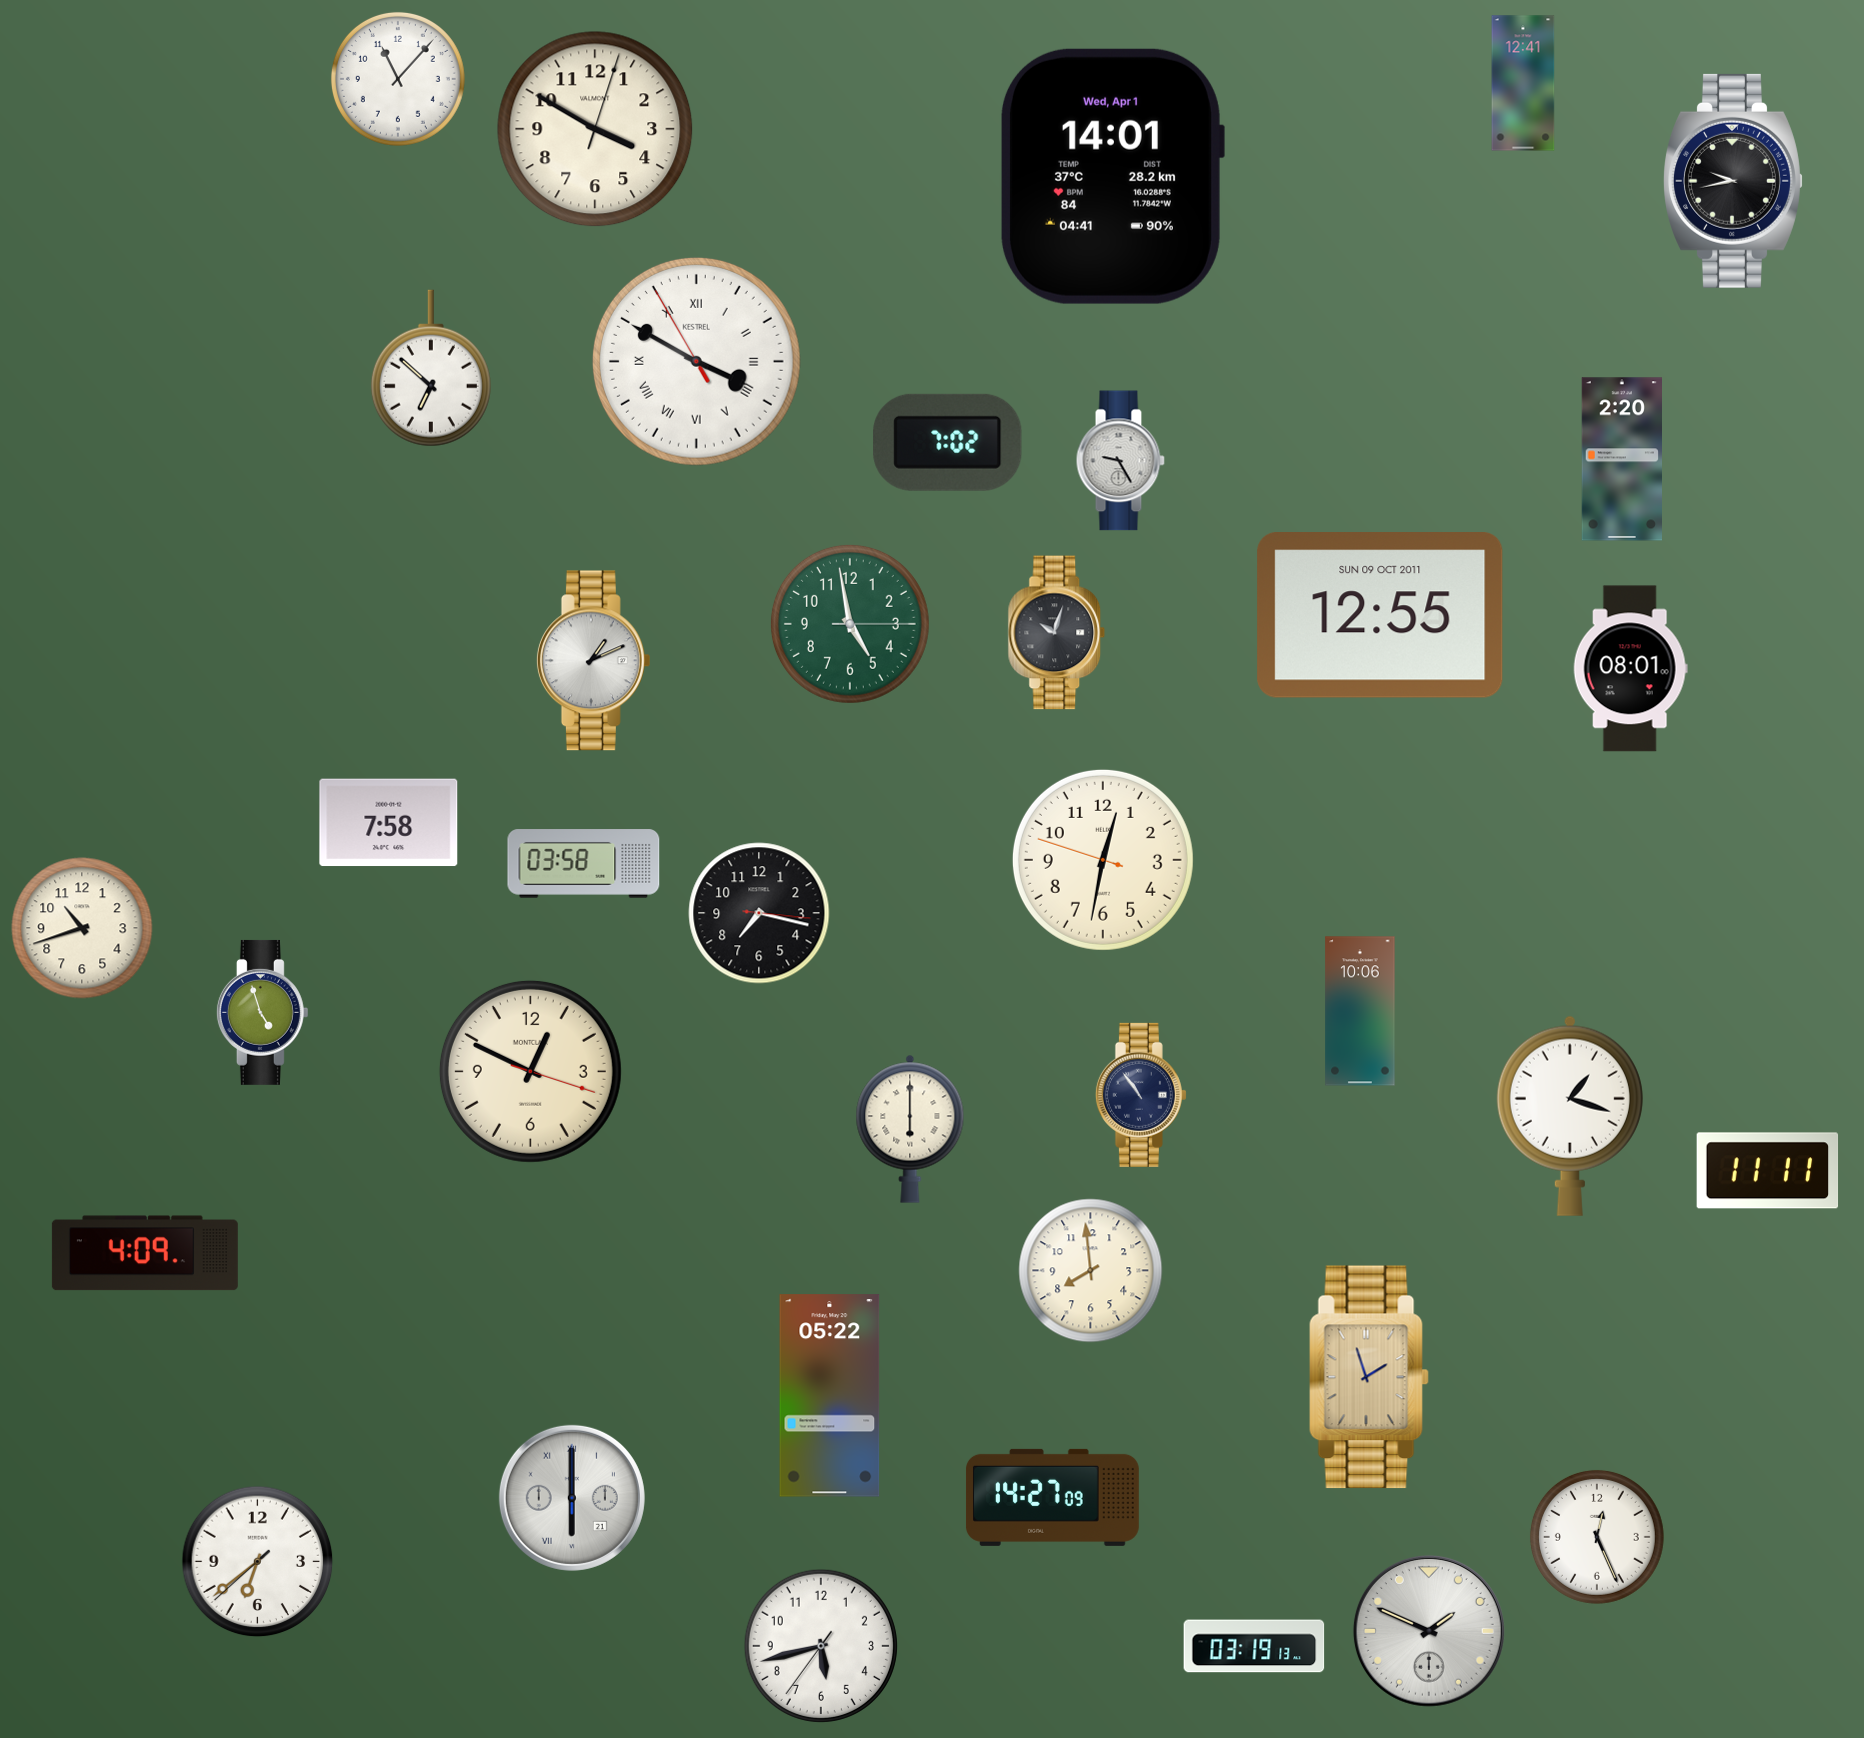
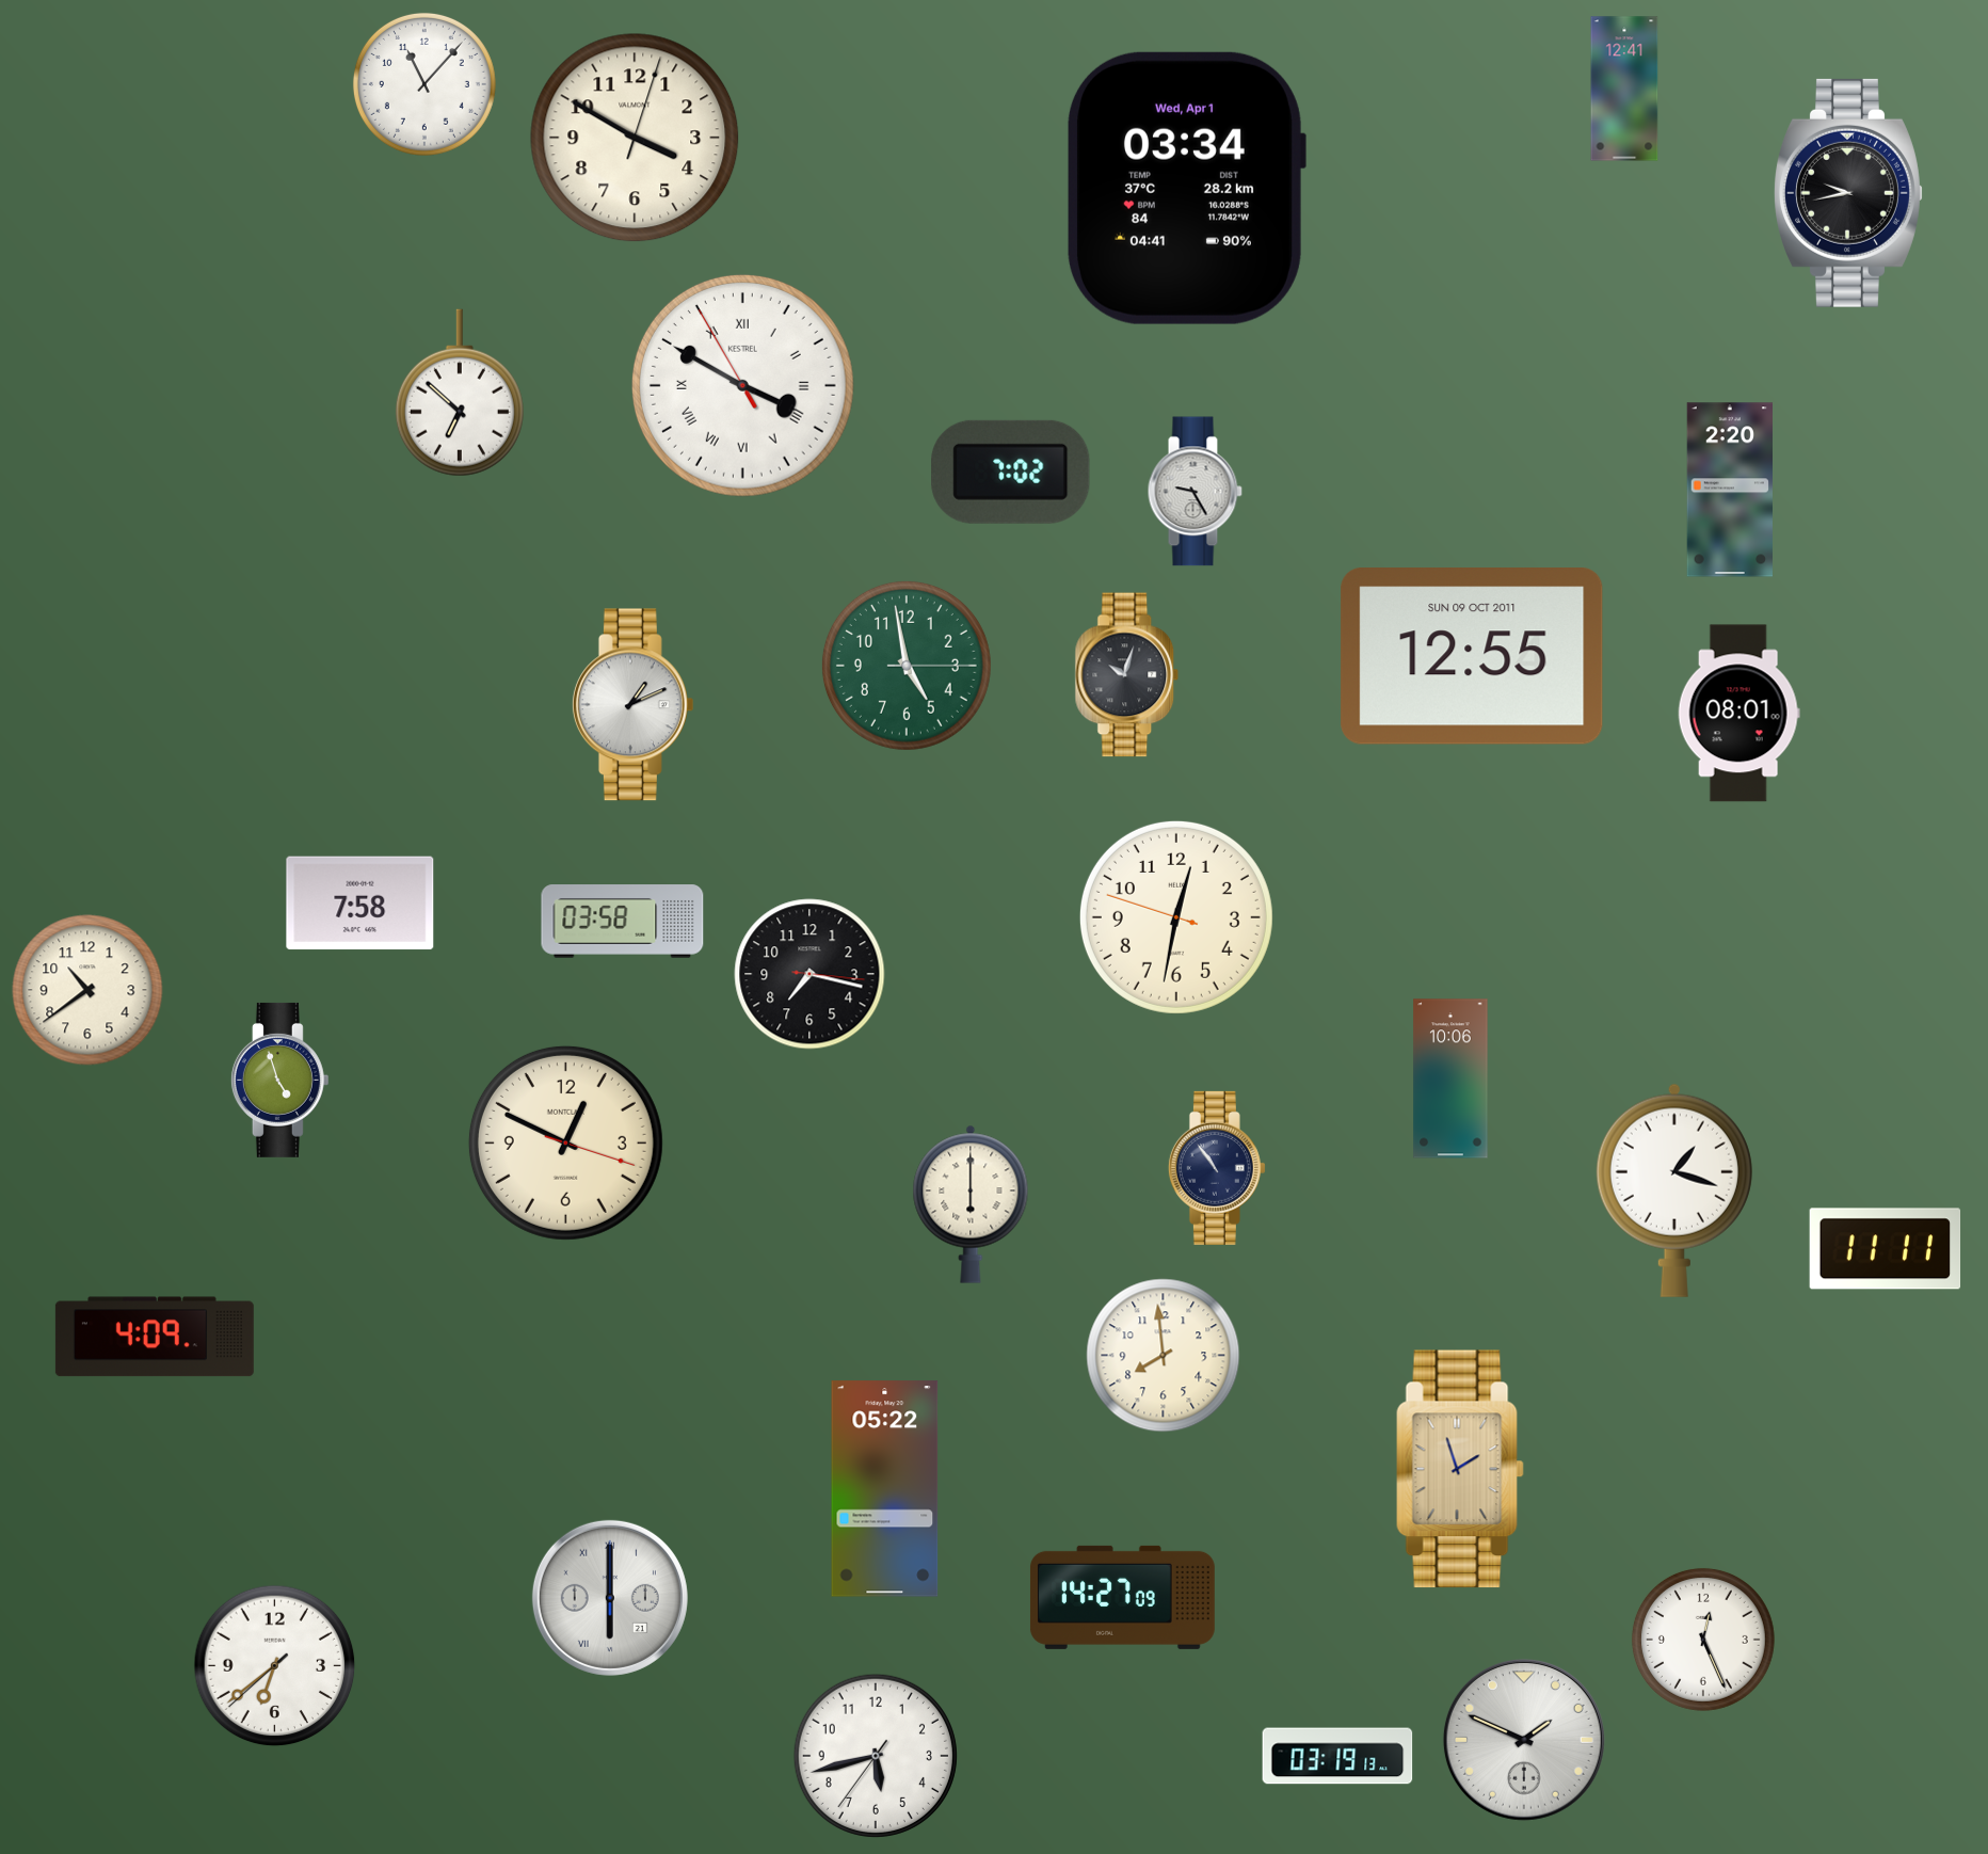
clock at (1112, 176): 14:01 -> 03:34
clock at (389, 823) position: (389, 823) -> (360, 904)
clock at (82, 928): 10:42 -> 10:39
